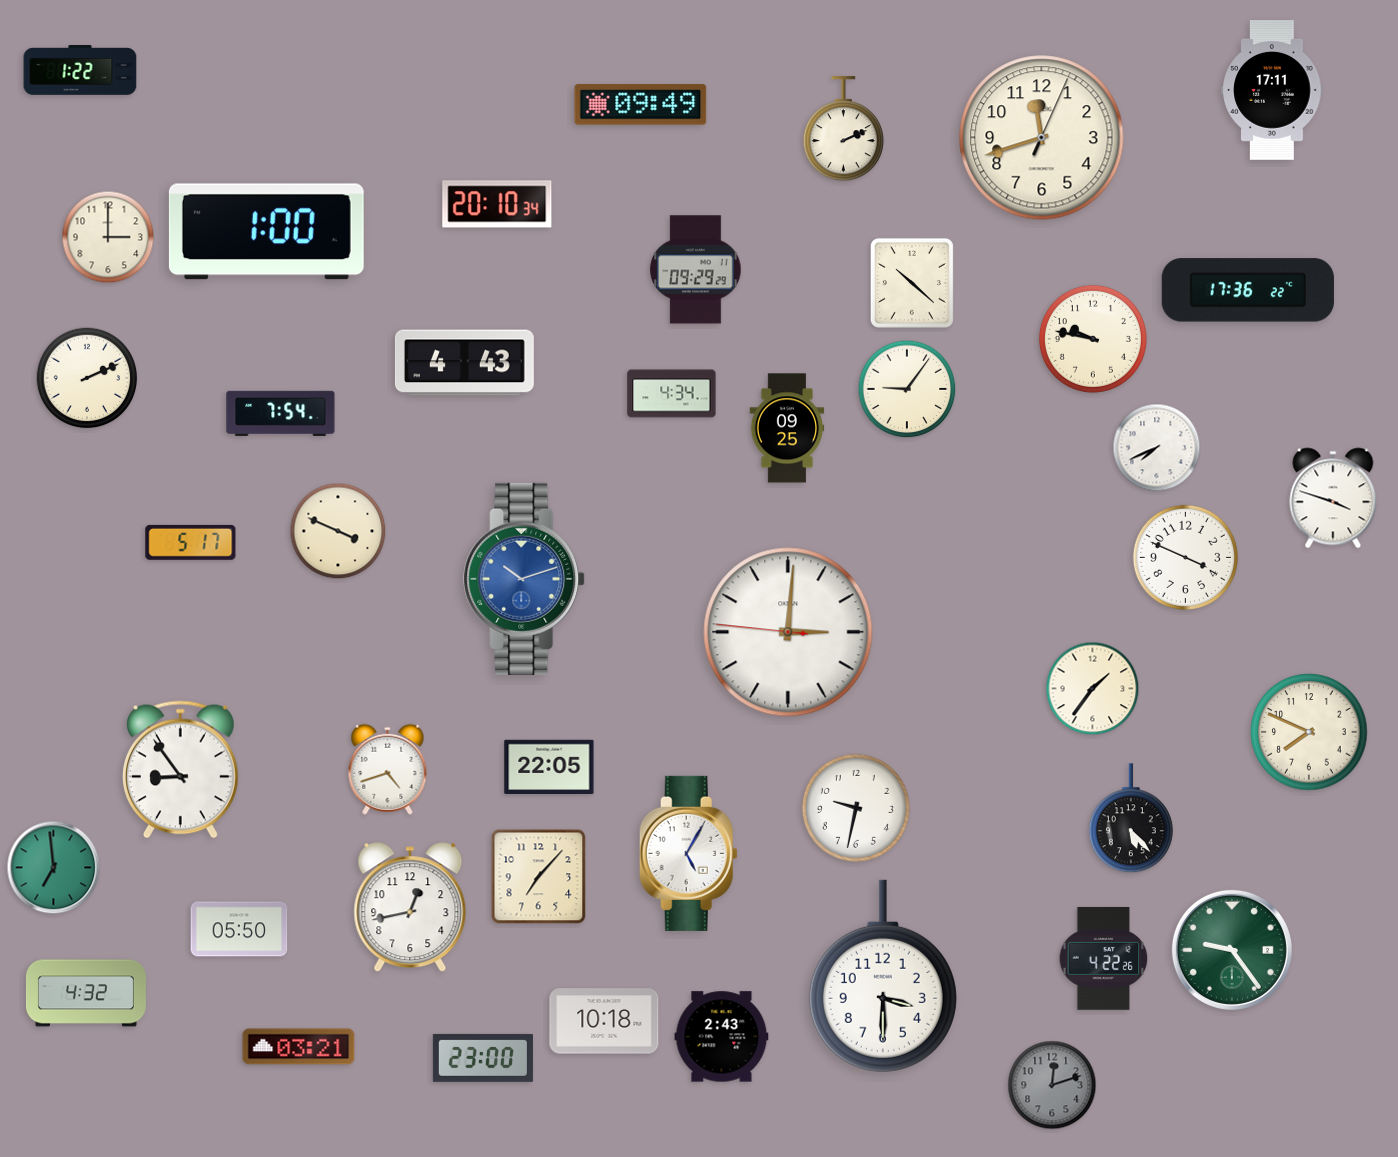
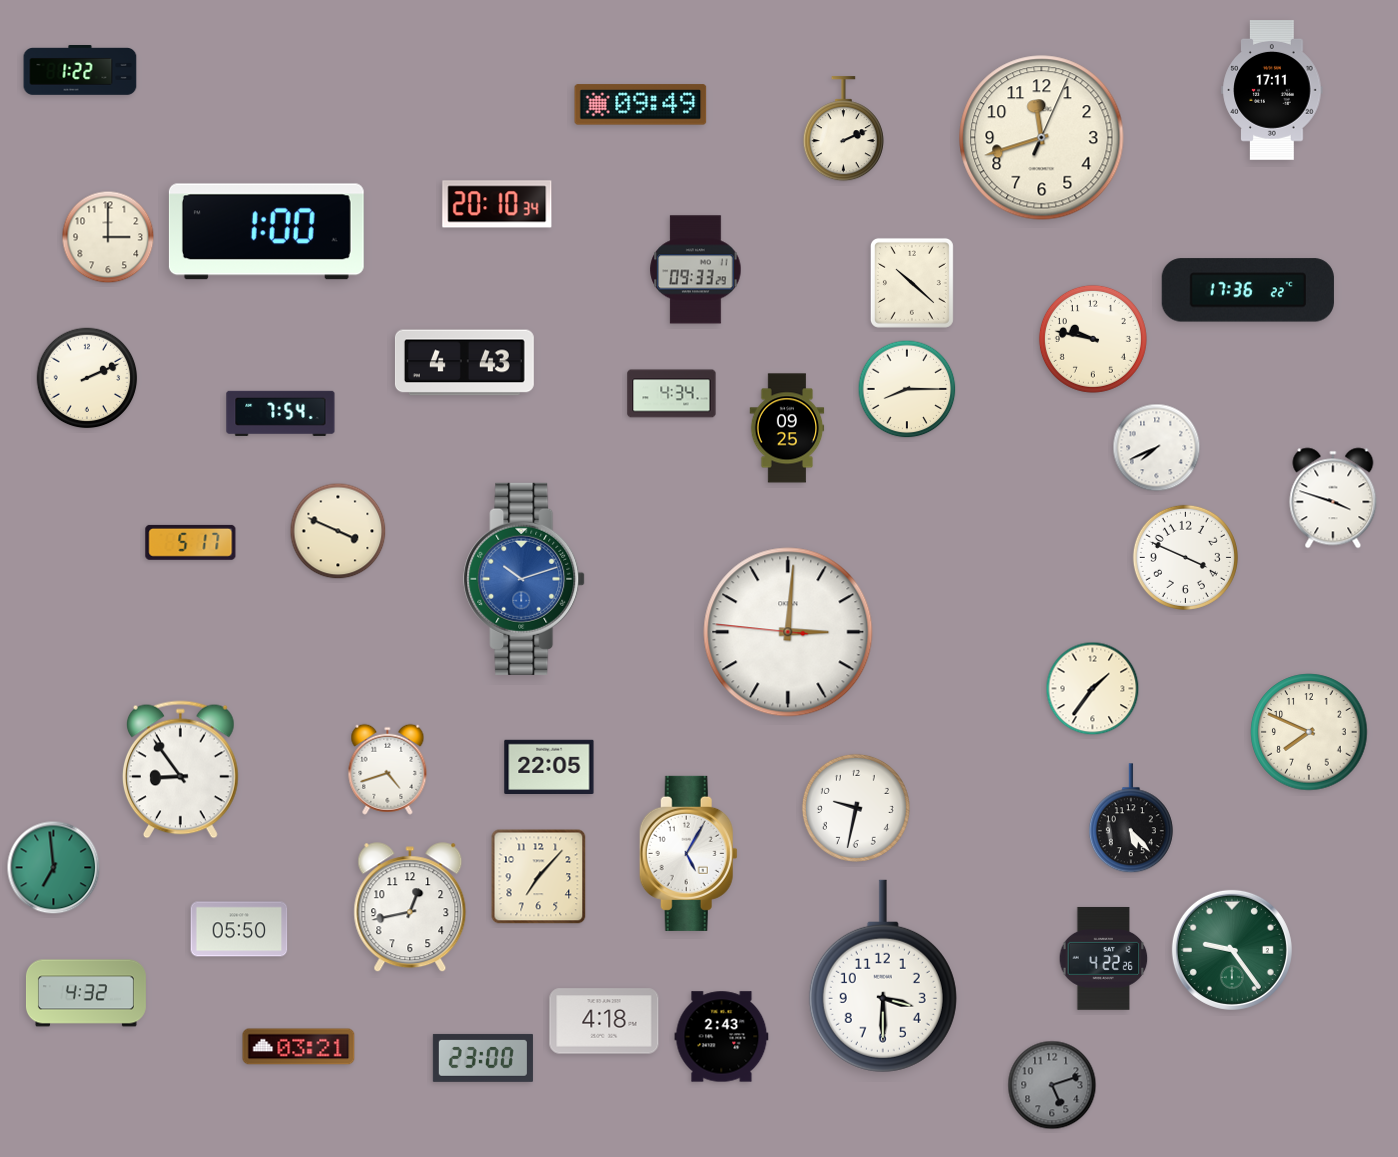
clock at (696, 270): 09:29 -> 09:33
clock at (907, 389): 9:06 -> 8:15
clock at (604, 1021): 10:18 -> 4:18
clock at (1052, 1085): 12:12 -> 5:12
